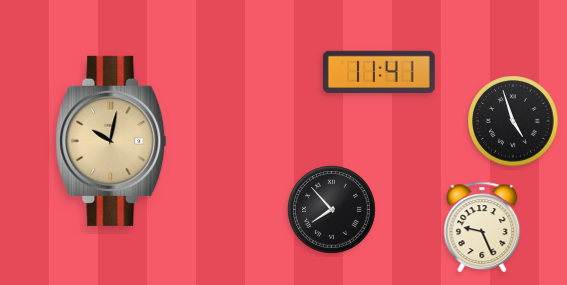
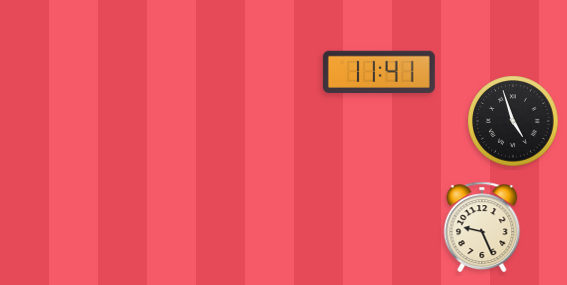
clock at (111, 141): 10:02 -> none
clock at (332, 210): 7:53 -> none
